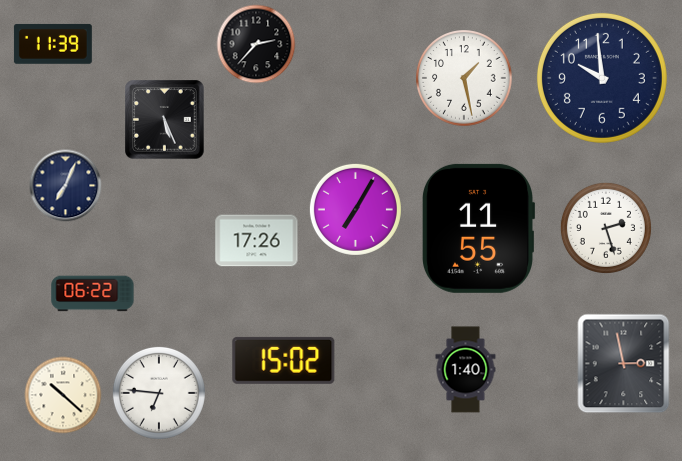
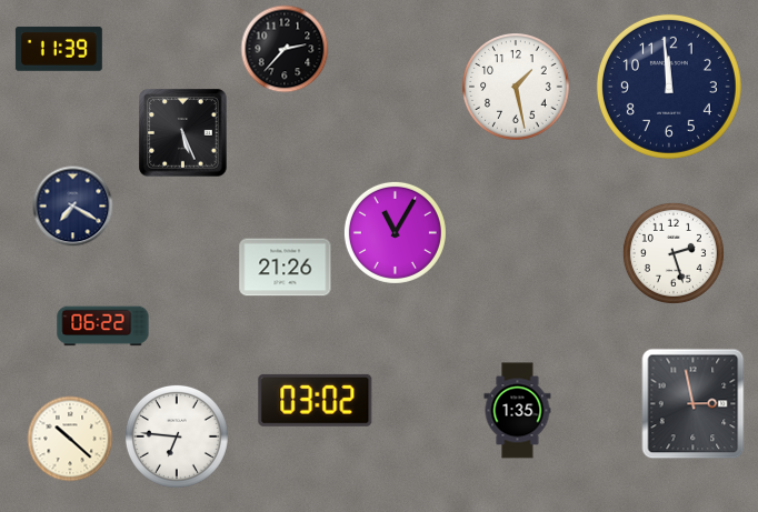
clock at (602, 78): 9:59 -> 11:59
clock at (66, 186): 7:04 -> 7:20
clock at (355, 209): 7:05 -> 11:05
clock at (478, 228): 11:55 -> none
clock at (257, 241): 17:26 -> 21:26
clock at (284, 360): 15:02 -> 03:02
clock at (466, 370): 1:40 -> 1:35
